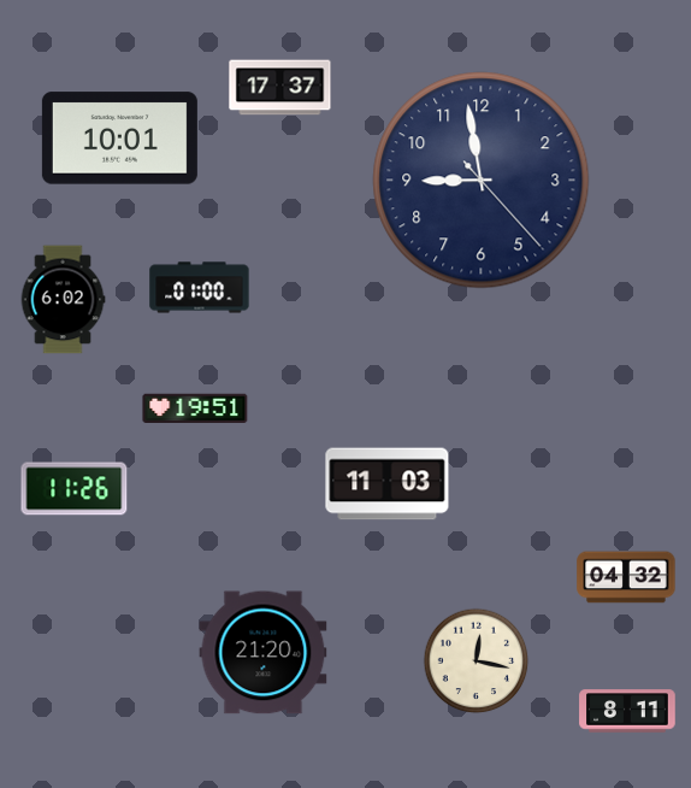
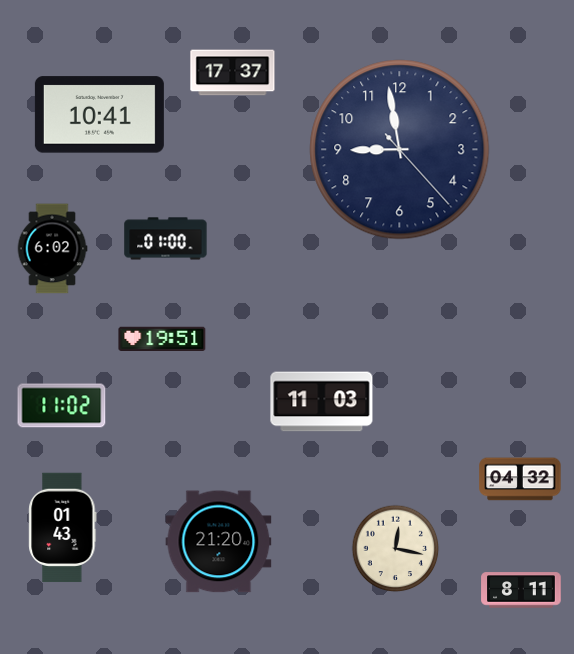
clock at (119, 139): 10:01 -> 10:41
clock at (75, 489): 11:26 -> 11:02
clock at (63, 528): none -> 01:43
